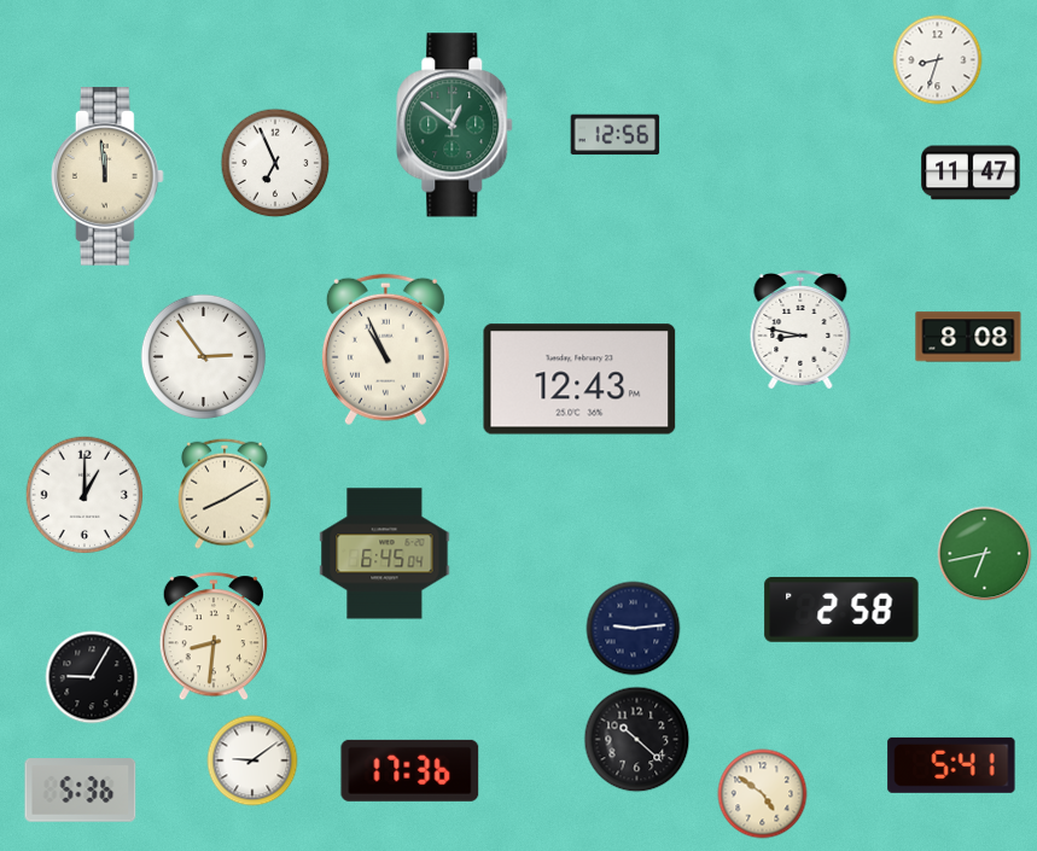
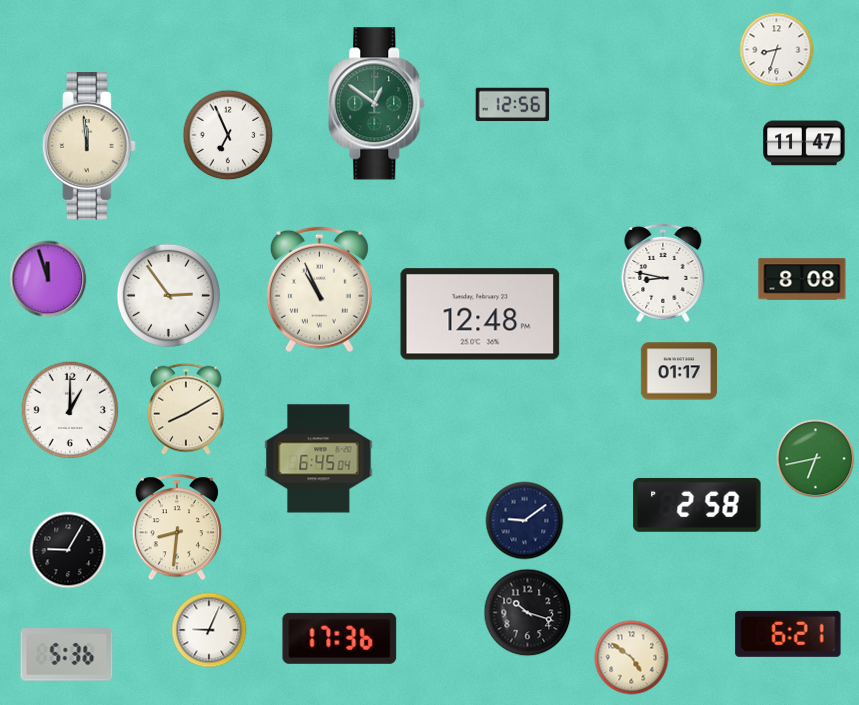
clock at (616, 135) position: (616, 135) -> (513, 105)
clock at (48, 279): none -> 11:57
clock at (579, 379): 12:43 -> 12:48
clock at (679, 371): none -> 01:17
clock at (634, 629): 9:14 -> 9:09
clock at (92, 677) position: (92, 677) -> (68, 550)
clock at (637, 740): 10:22 -> 10:18
clock at (252, 760): 9:09 -> 9:04
clock at (951, 765): 5:41 -> 6:21
